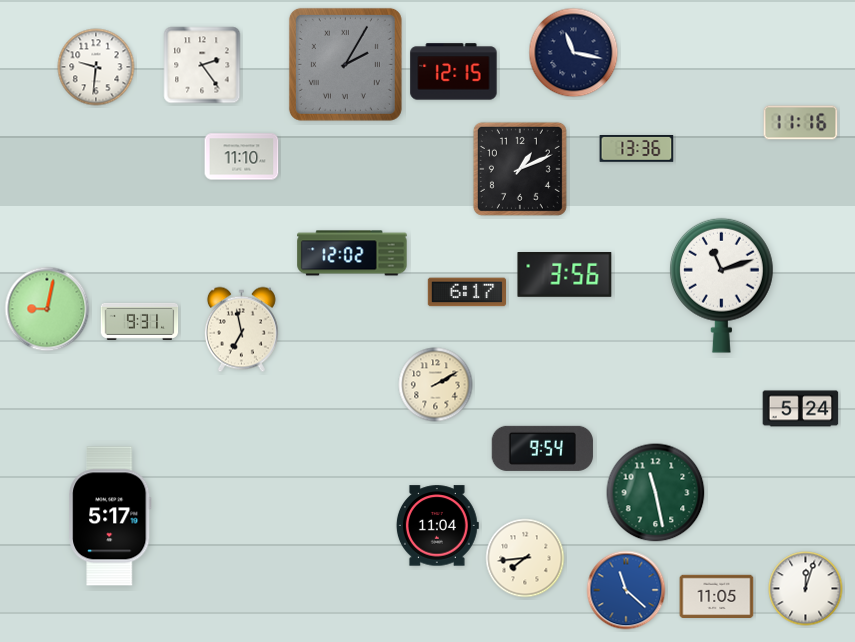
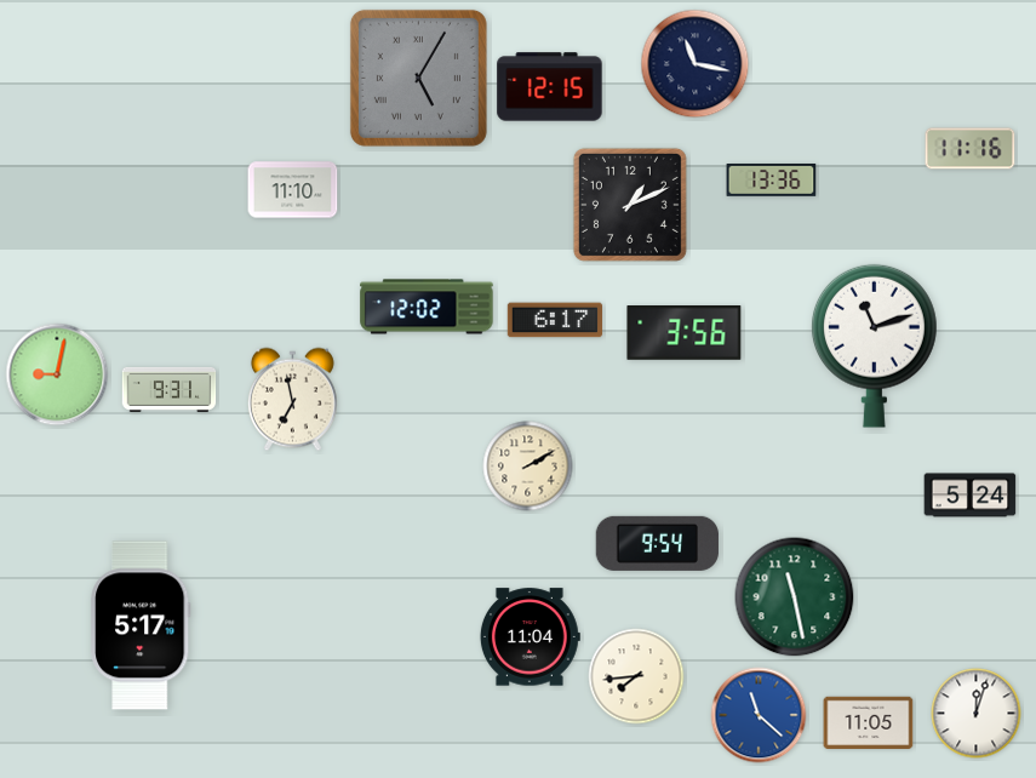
clock at (345, 64): 2:05 -> 5:05
clock at (202, 65): 2:24 -> none
clock at (96, 67): 9:31 -> none
clock at (467, 292) position: (467, 292) -> (555, 320)
clock at (111, 516) position: (111, 516) -> (142, 625)
